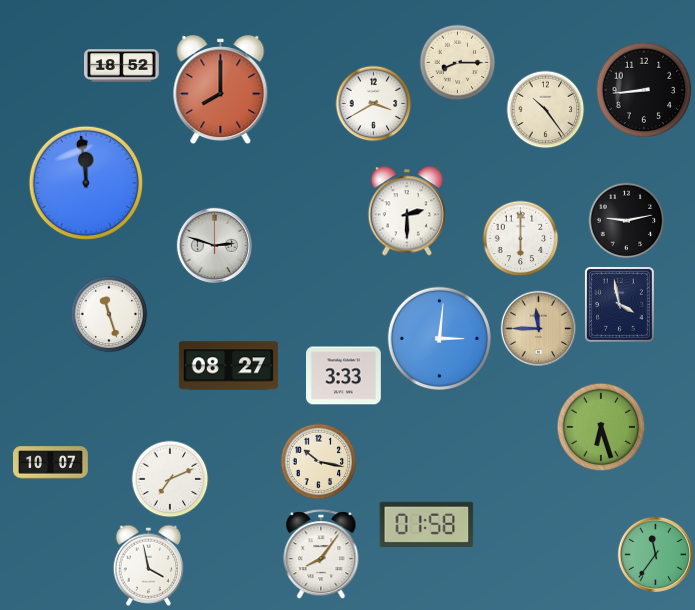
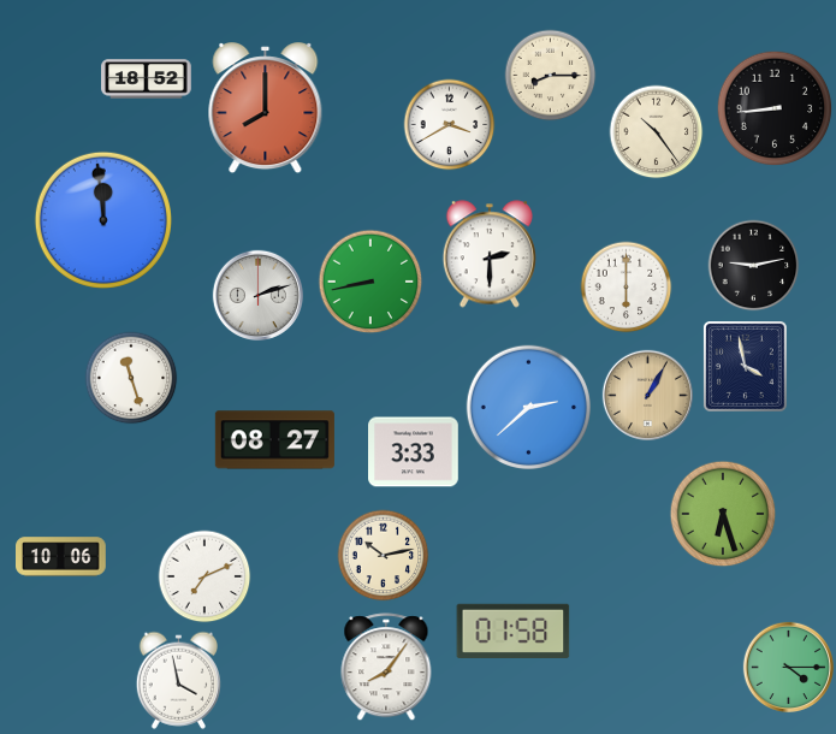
clock at (370, 282): none -> 8:43
clock at (214, 245): 2:48 -> 2:12
clock at (538, 328): 11:45 -> 1:05
clock at (440, 339): 3:01 -> 2:38
clock at (319, 462): 10:17 -> 10:13
clock at (51, 463): 10:07 -> 10:06
clock at (655, 554): 11:36 -> 4:15
